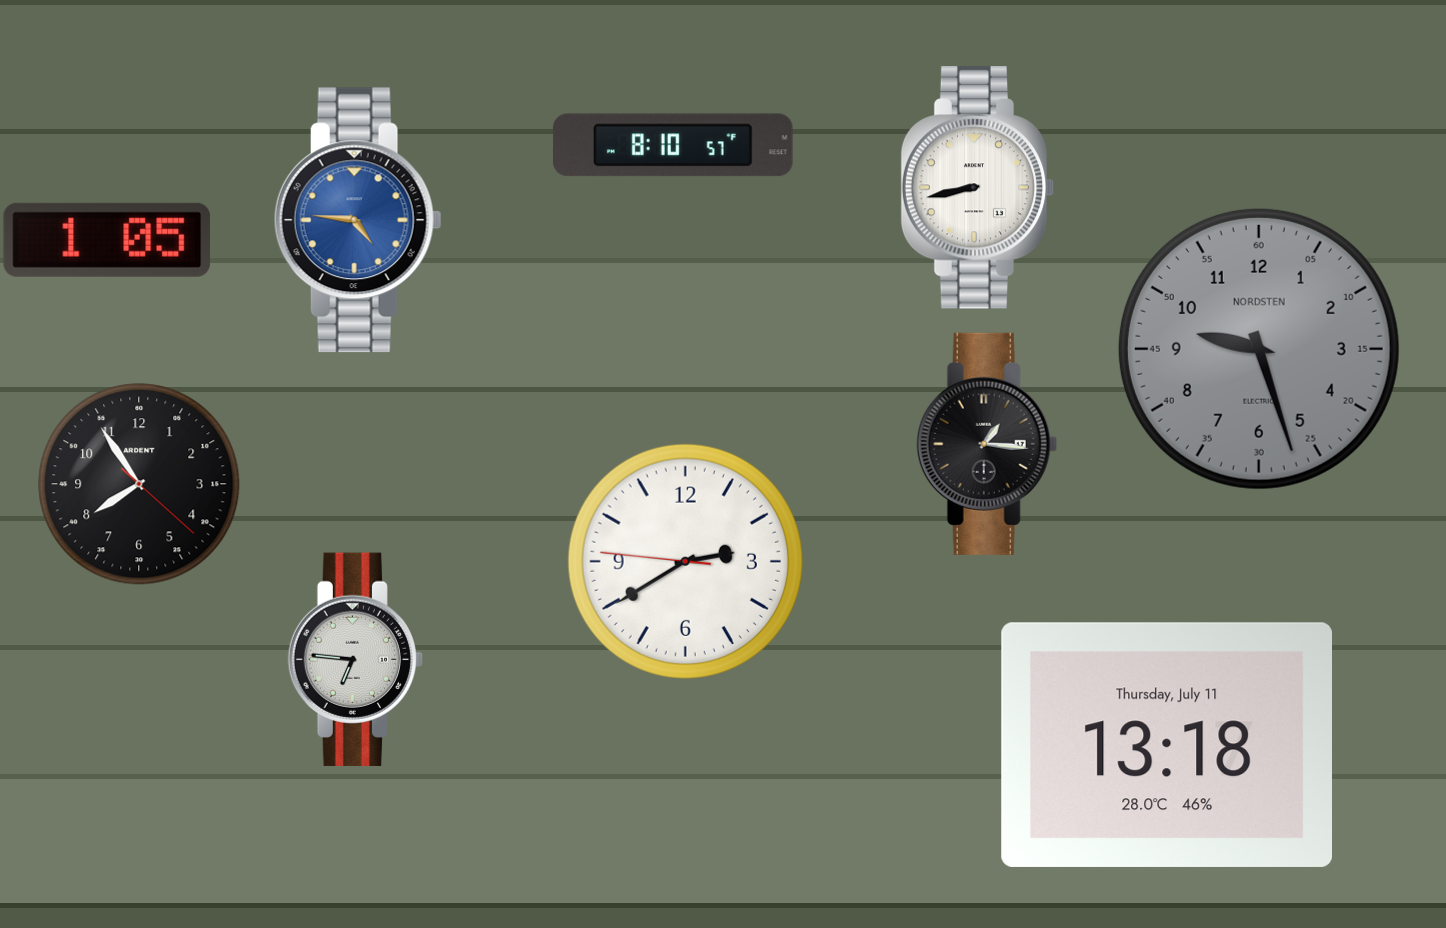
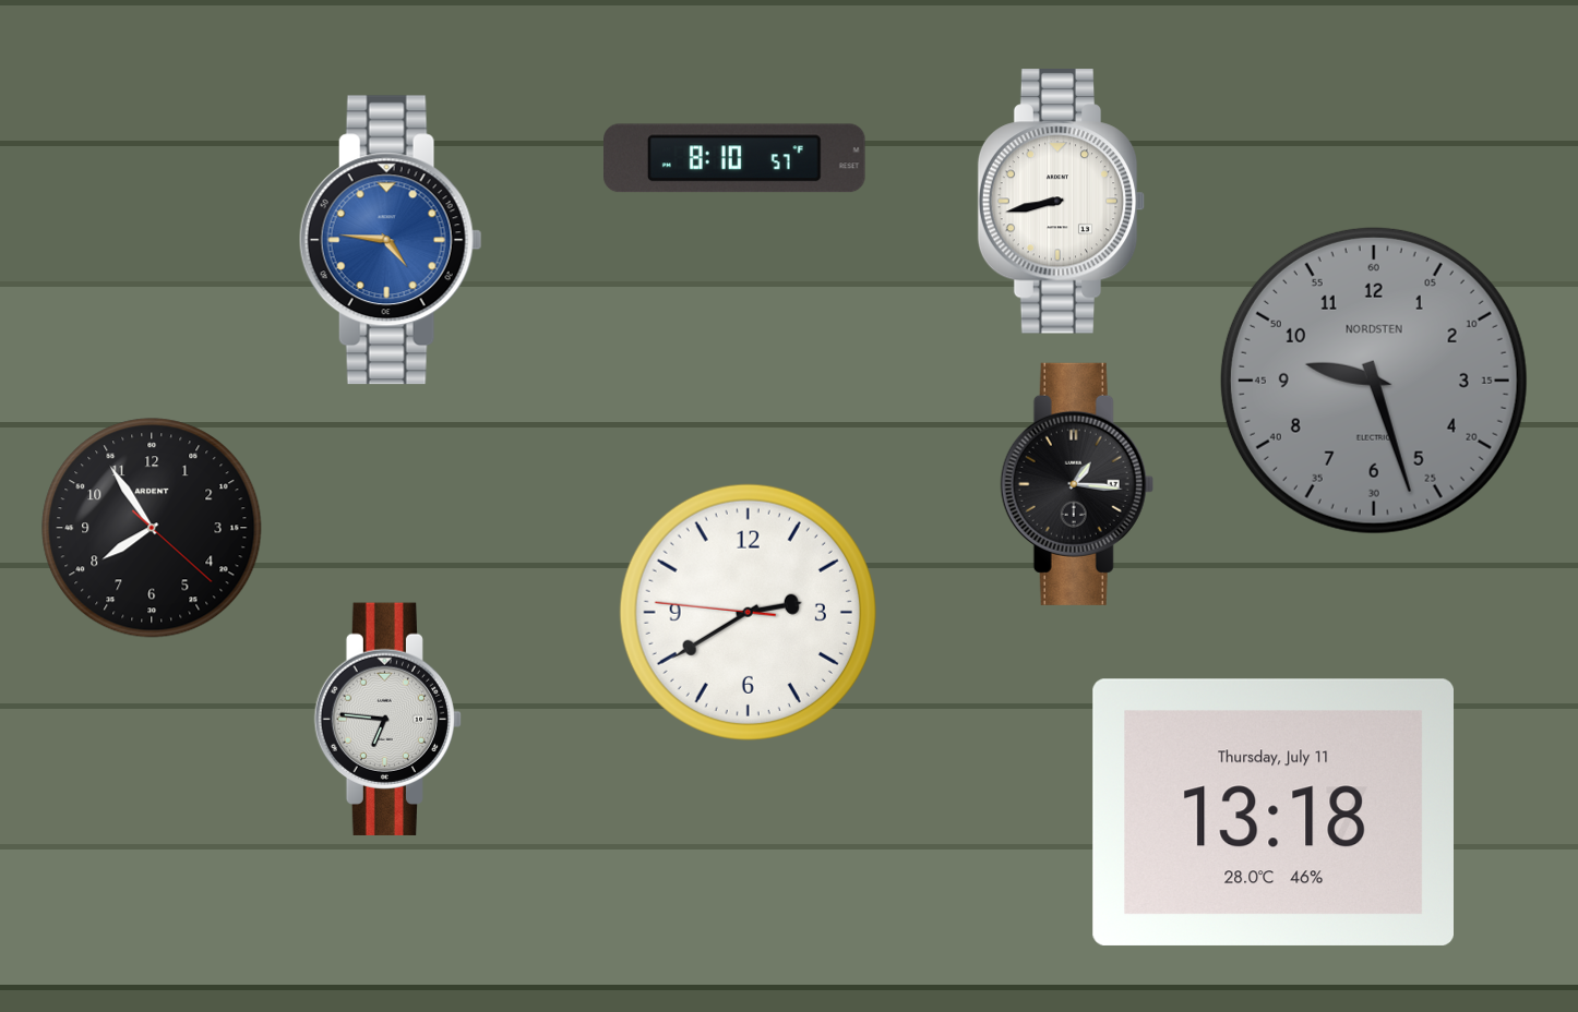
clock at (978, 188) position: (978, 188) -> (1062, 202)
clock at (107, 240): 1:05 -> none
